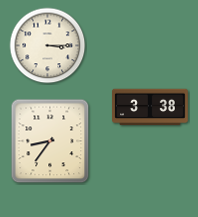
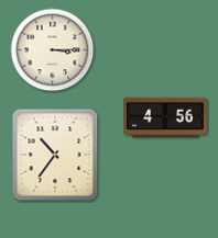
clock at (151, 107): 3:38 -> 4:56
clock at (50, 141): 8:36 -> 10:36
